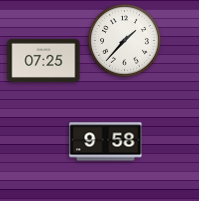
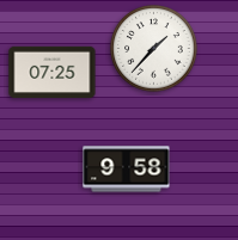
clock at (125, 41) position: (125, 41) -> (154, 49)
